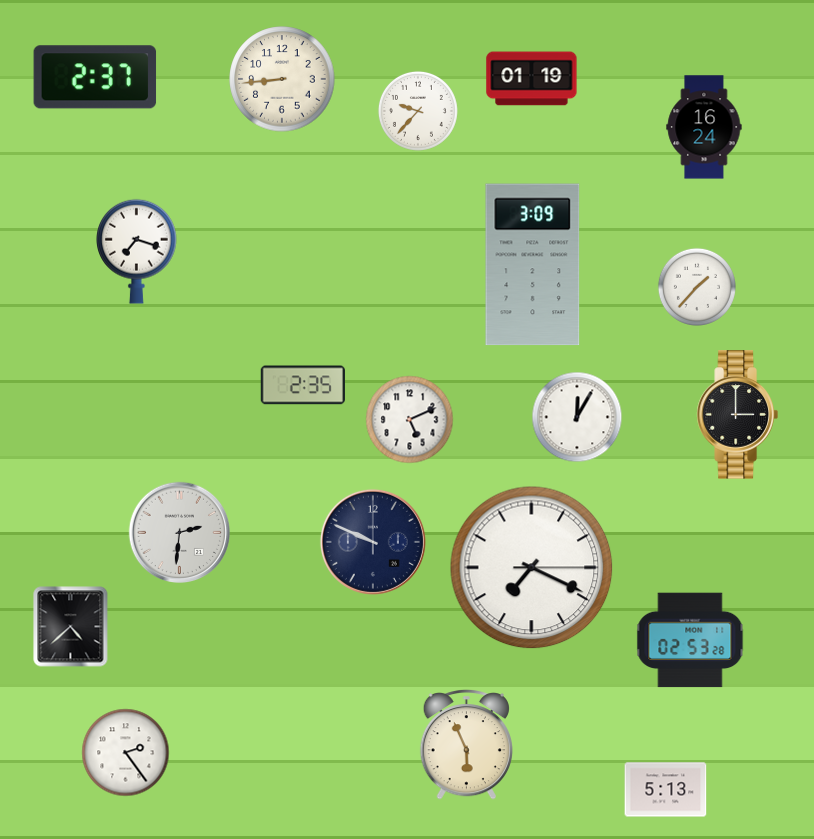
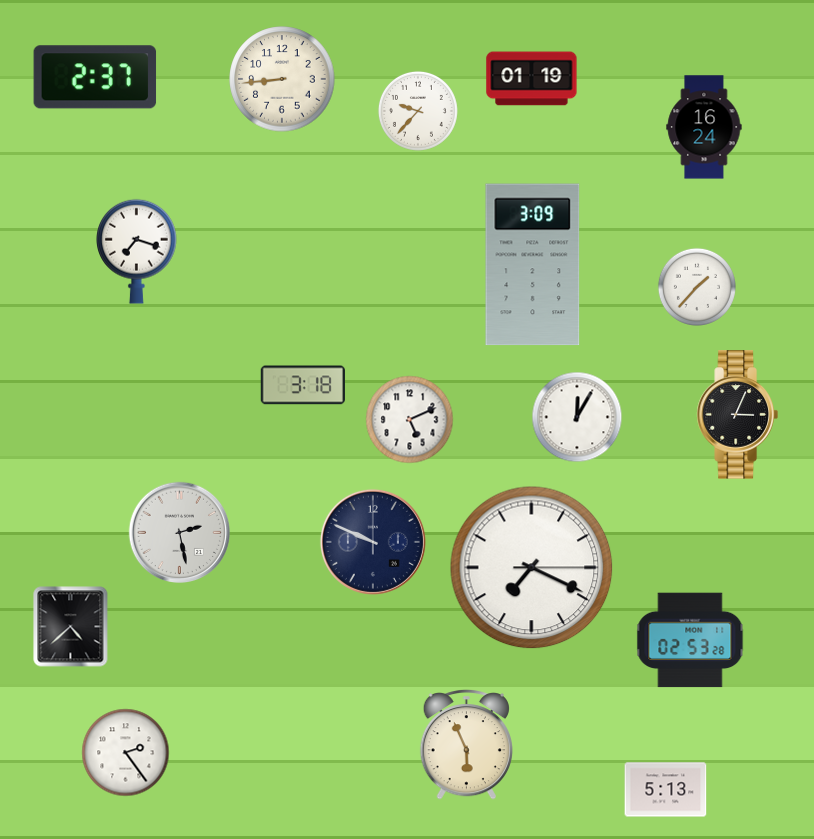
clock at (303, 385): 2:35 -> 3:18
clock at (737, 415): 3:00 -> 3:04
clock at (179, 532): 2:31 -> 2:28
